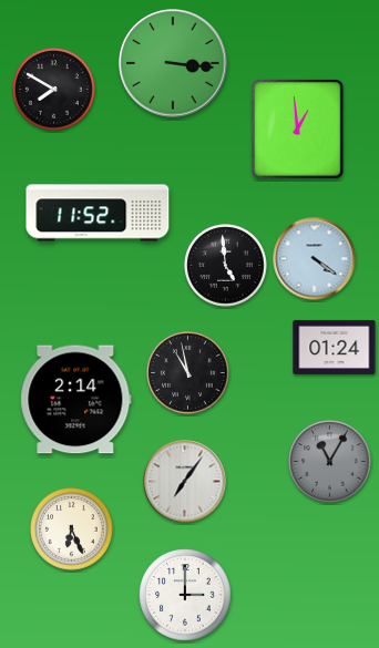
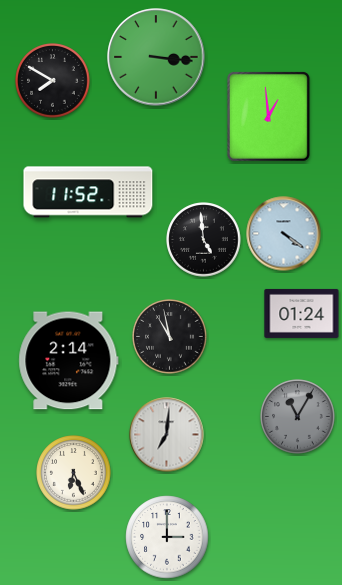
clock at (54, 90) position: (54, 90) -> (53, 81)
clock at (185, 482): 7:06 -> 7:01
clock at (72, 529) position: (72, 529) -> (74, 473)
